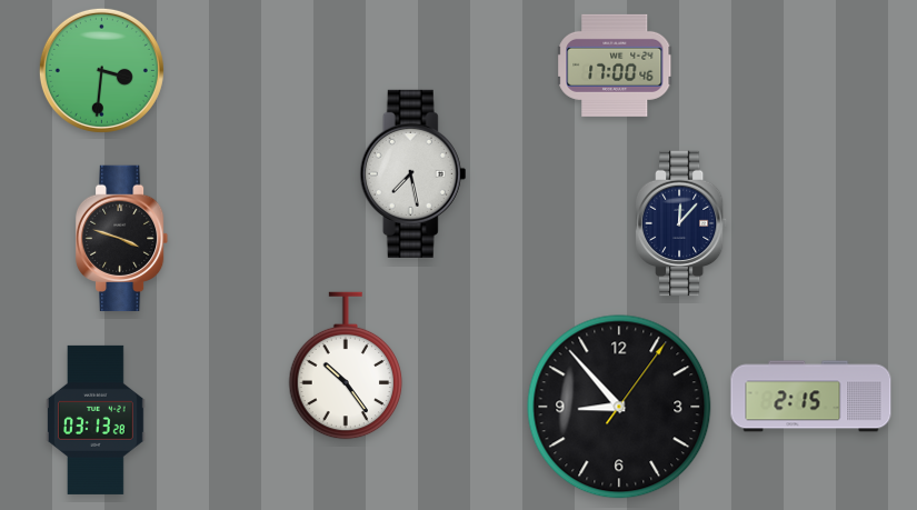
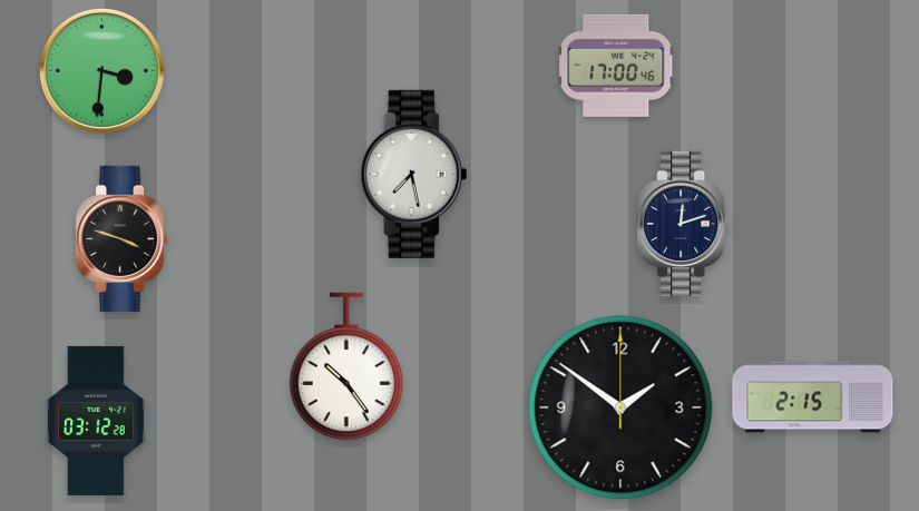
clock at (681, 223): 12:07 -> 12:12
clock at (619, 407): 8:53 -> 1:51
clock at (96, 420): 03:13 -> 03:12
